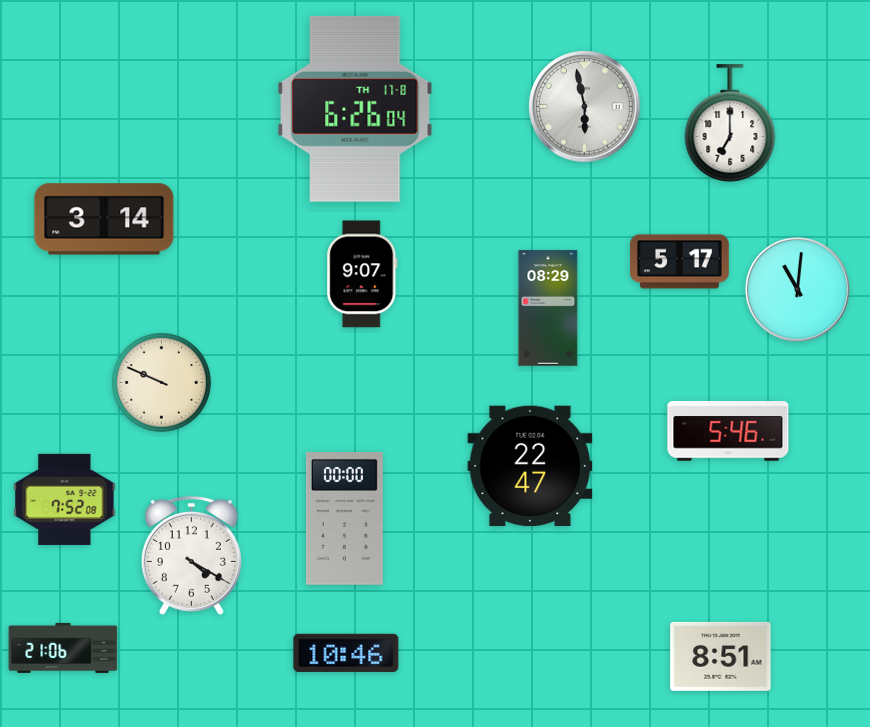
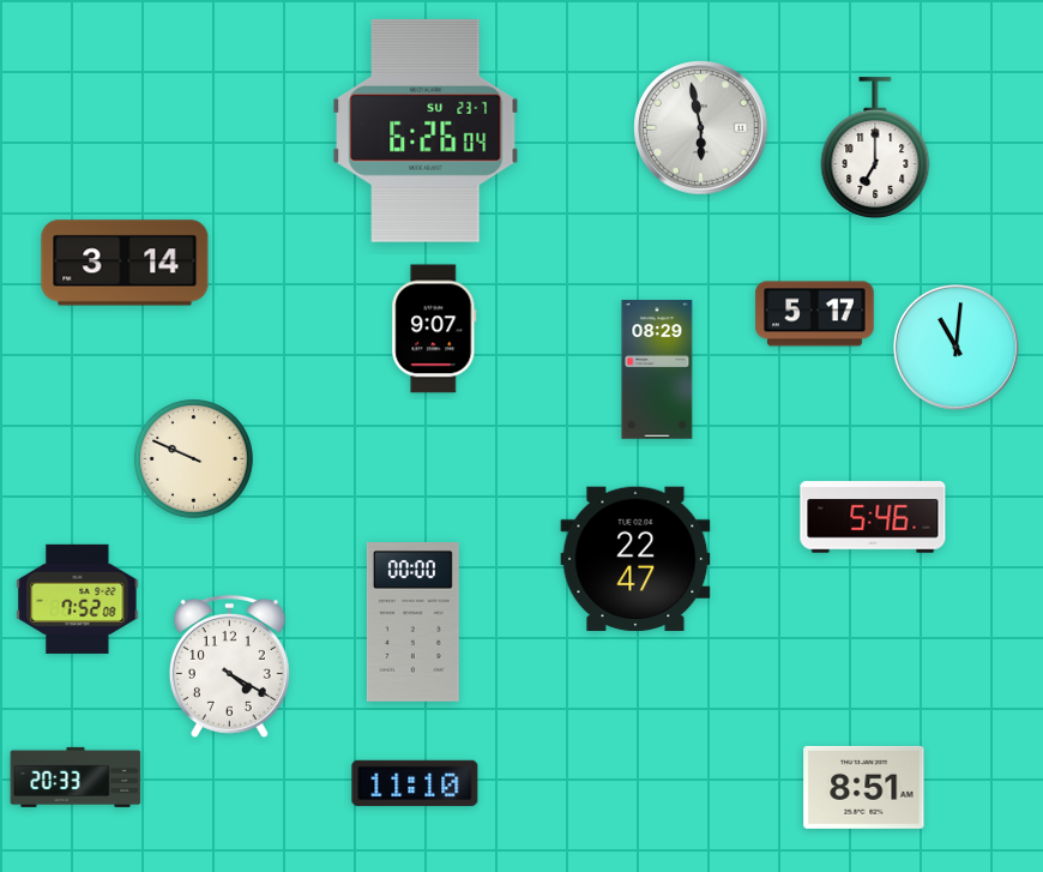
clock at (355, 109) date: TH 17-8 -> SU 23-7
clock at (63, 648): 21:06 -> 20:33
clock at (346, 653): 10:46 -> 11:10
